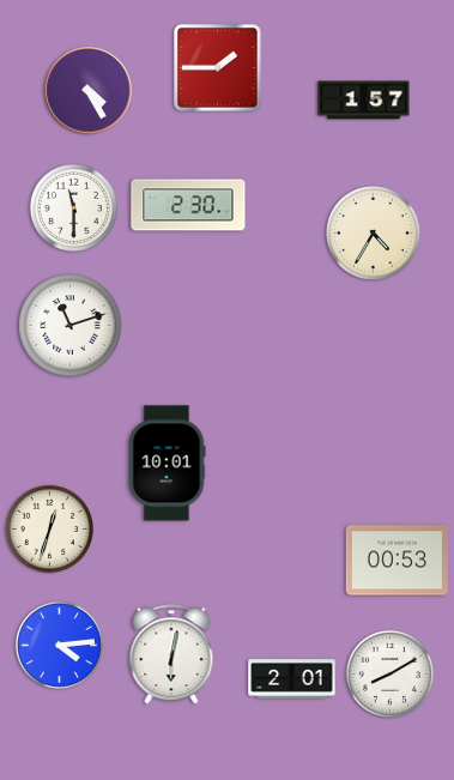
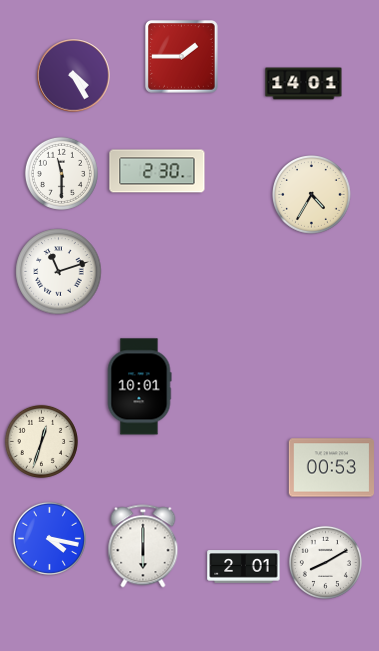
clock at (364, 101): 1:57 -> 14:01
clock at (59, 645): 4:14 -> 4:17
clock at (171, 654): 6:02 -> 6:00
